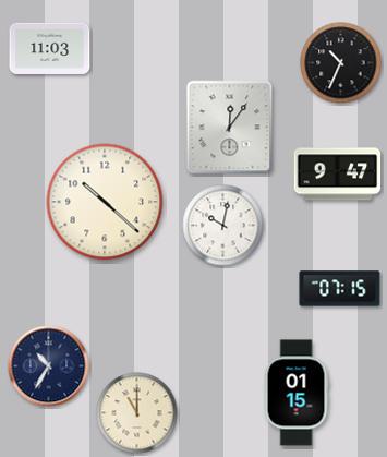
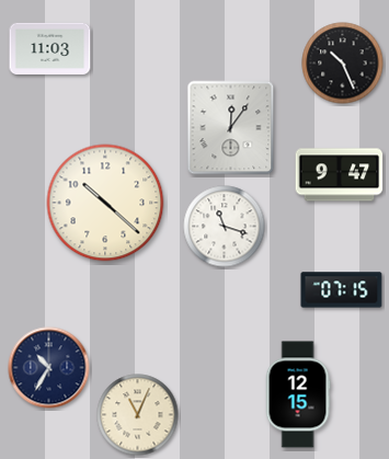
clock at (341, 63): 10:34 -> 10:26
clock at (223, 226): 10:02 -> 11:18
clock at (297, 393): 01:15 -> 12:15
clock at (137, 413): 11:00 -> 11:04
